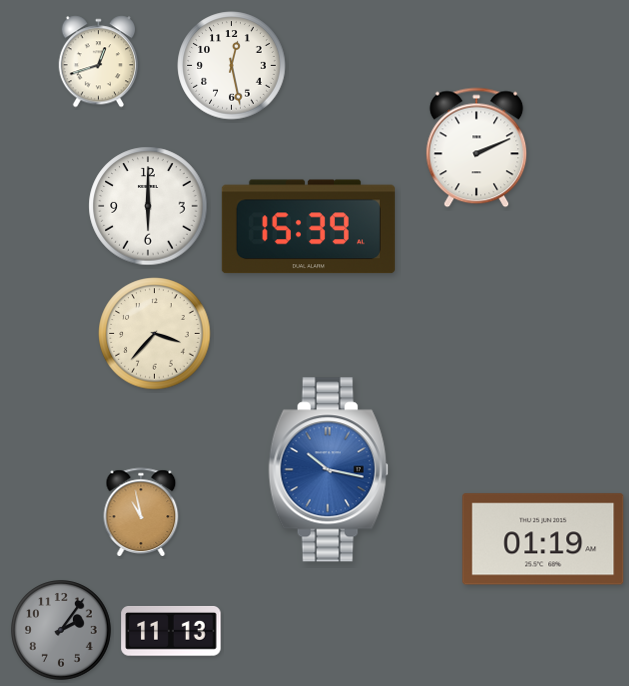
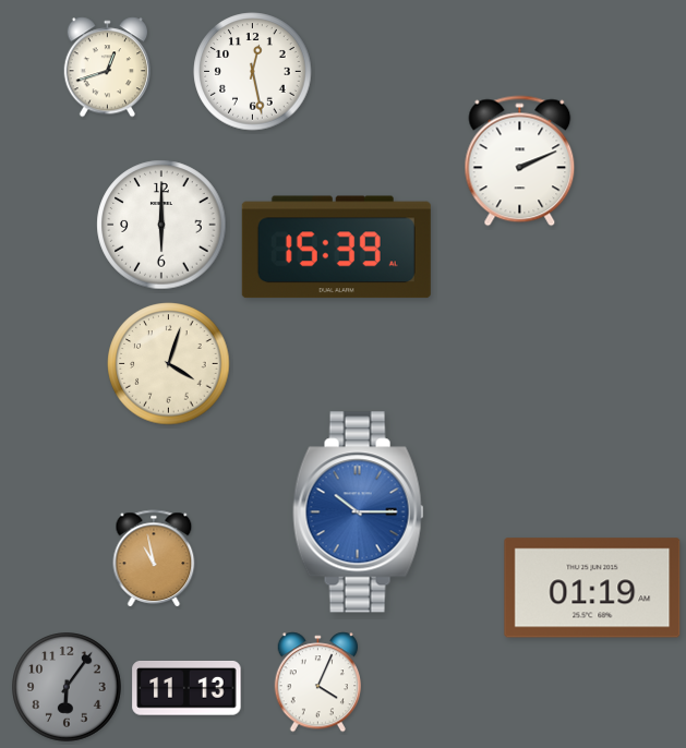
clock at (155, 334): 3:37 -> 4:03
clock at (329, 470): 10:17 -> 10:15
clock at (318, 683): none -> 4:04
clock at (61, 630): 2:06 -> 6:06
